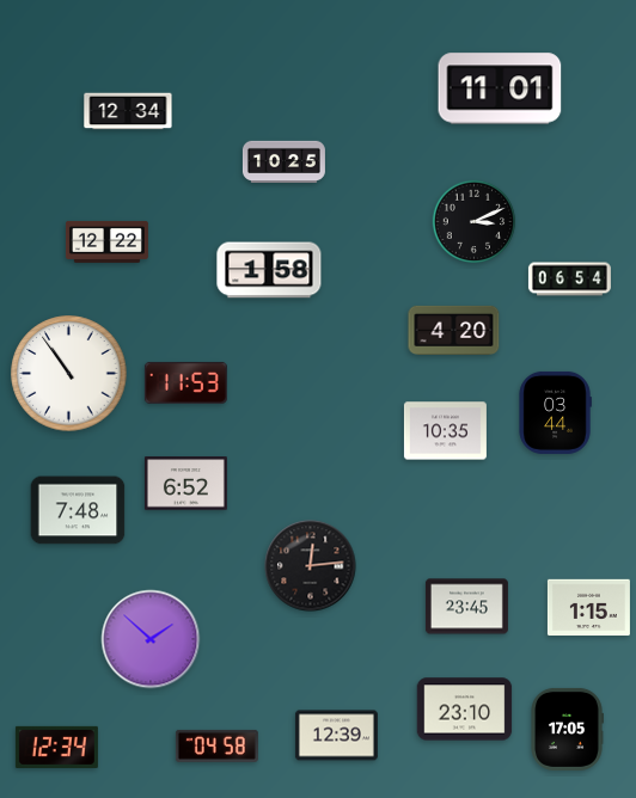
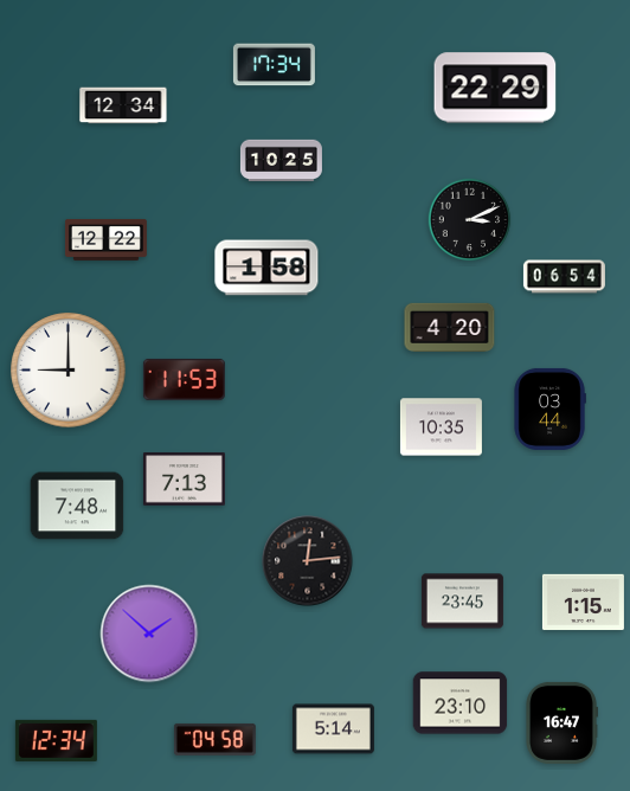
clock at (274, 65): none -> 17:34
clock at (500, 88): 11:01 -> 22:29
clock at (128, 111) position: (128, 111) -> (123, 105)
clock at (69, 374): 10:54 -> 9:00
clock at (185, 484): 6:52 -> 7:13
clock at (568, 729): 17:05 -> 16:47
clock at (336, 736): 12:39 -> 5:14
